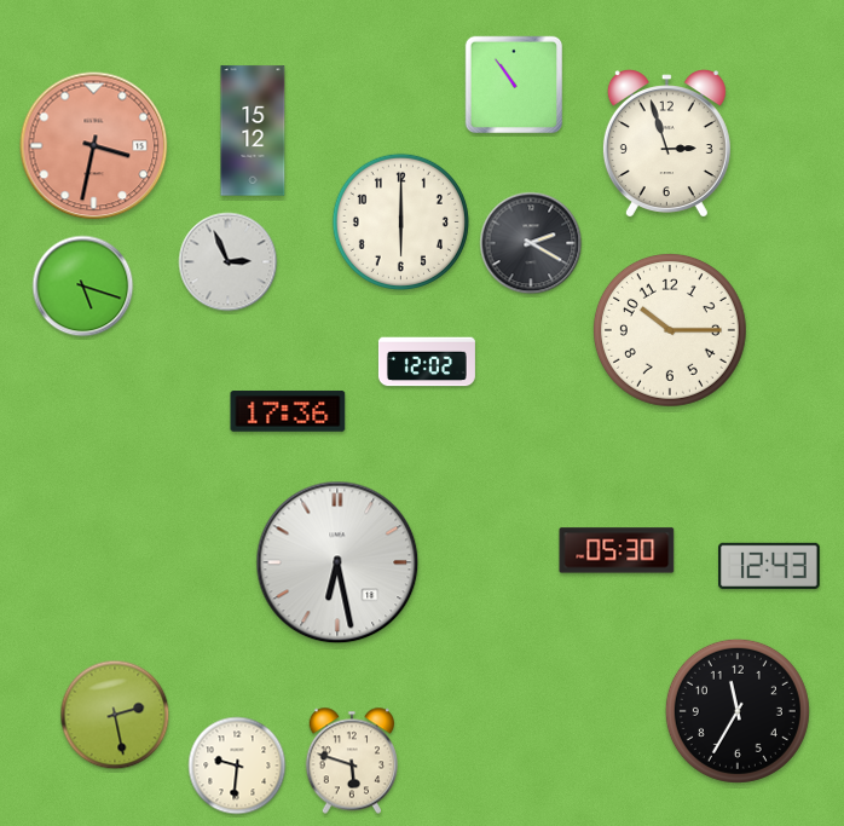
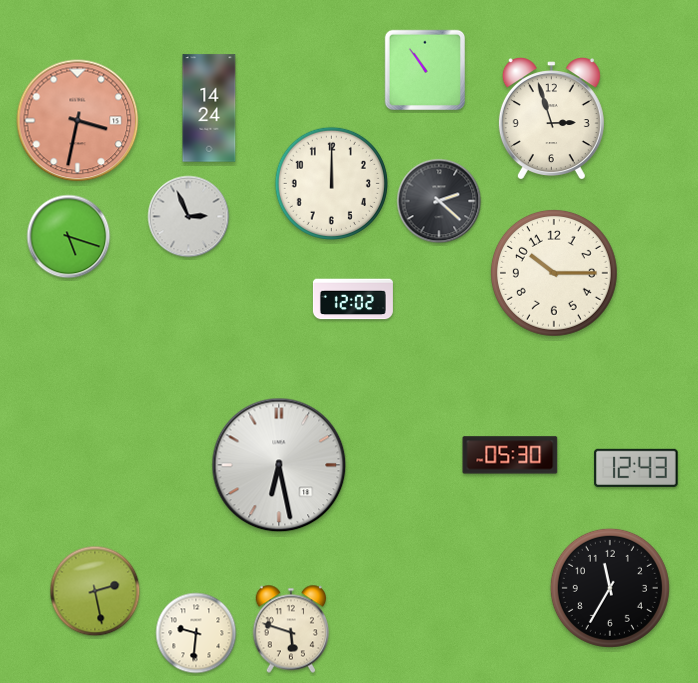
clock at (253, 131): 15:12 -> 14:24
clock at (400, 221): 6:00 -> 12:00
clock at (531, 243): 2:20 -> 2:22
clock at (288, 411): 17:36 -> none
